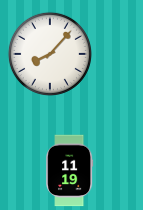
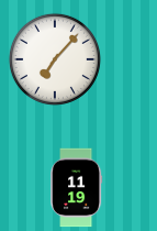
clock at (50, 54): 8:07 -> 7:07
